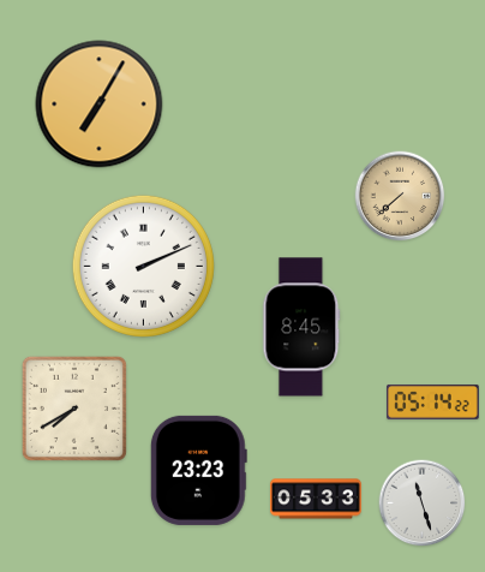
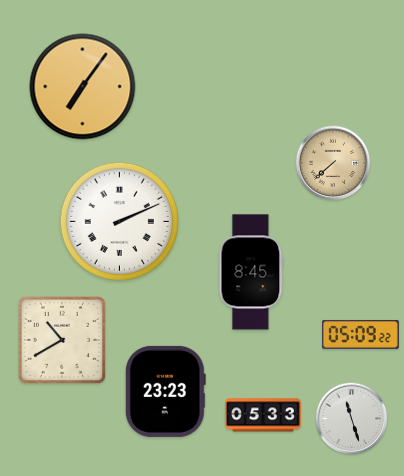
clock at (100, 105): 7:05 -> 7:06
clock at (433, 403): 05:14 -> 05:09
clock at (74, 409): 7:40 -> 10:40
